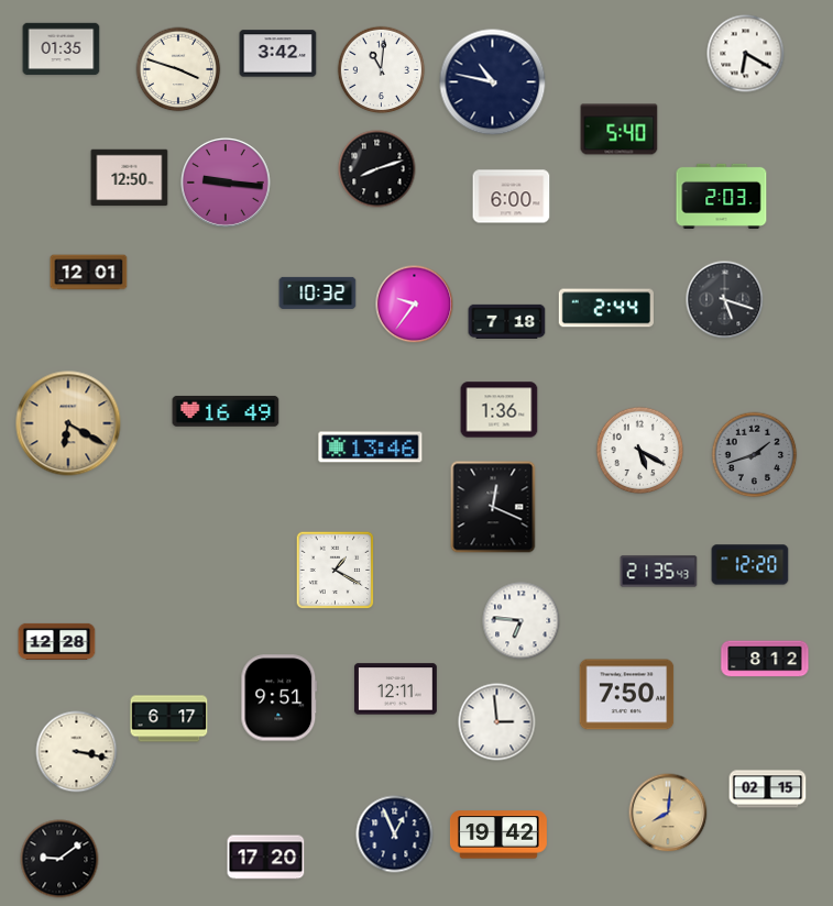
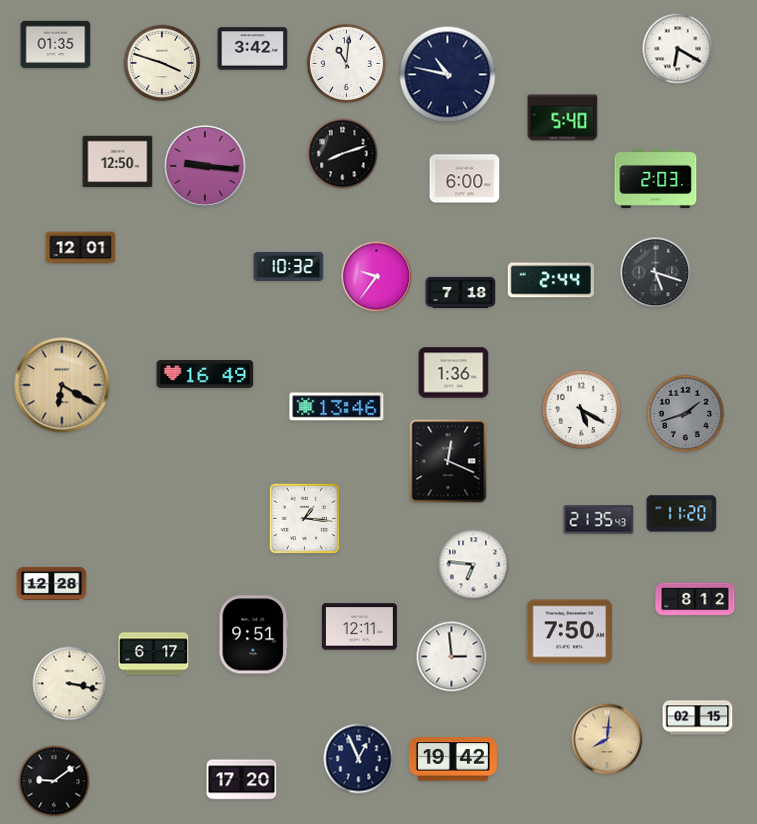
clock at (725, 300) position: (725, 300) -> (656, 273)
clock at (750, 565): 12:20 -> 11:20
clock at (336, 571): 1:20 -> 1:16
